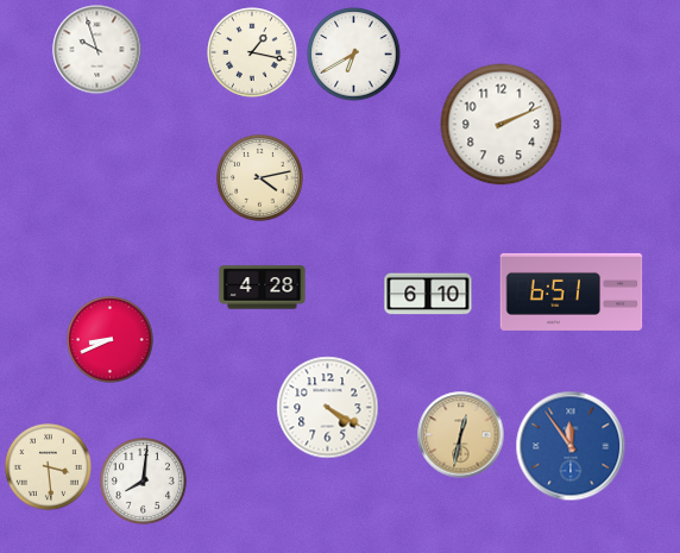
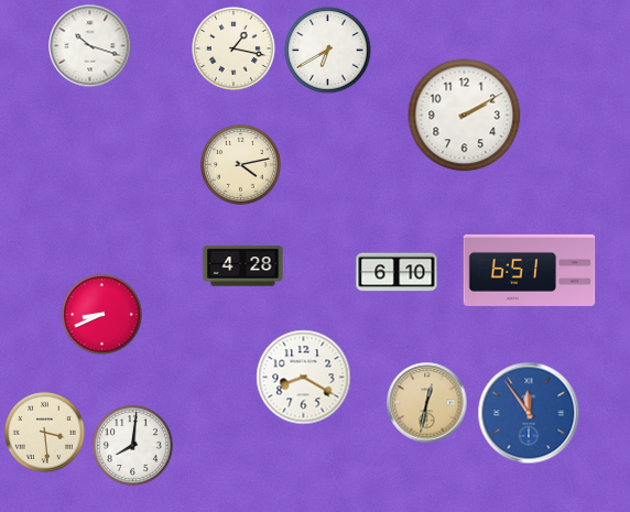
clock at (97, 50): 9:57 -> 10:18
clock at (502, 125): 2:11 -> 2:10
clock at (328, 408): 4:20 -> 8:20
